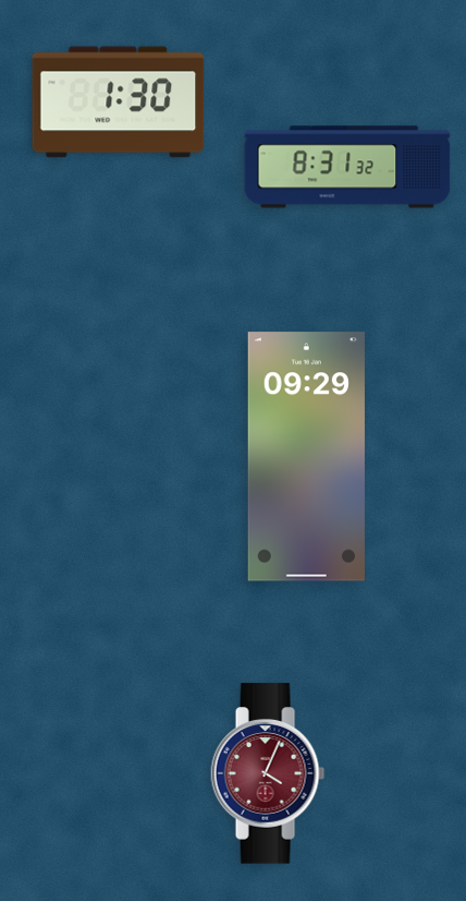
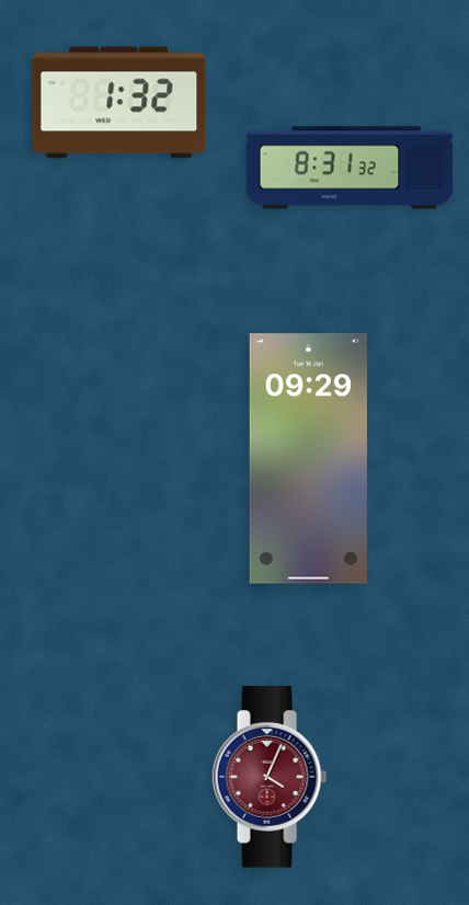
clock at (119, 103): 1:30 -> 1:32
